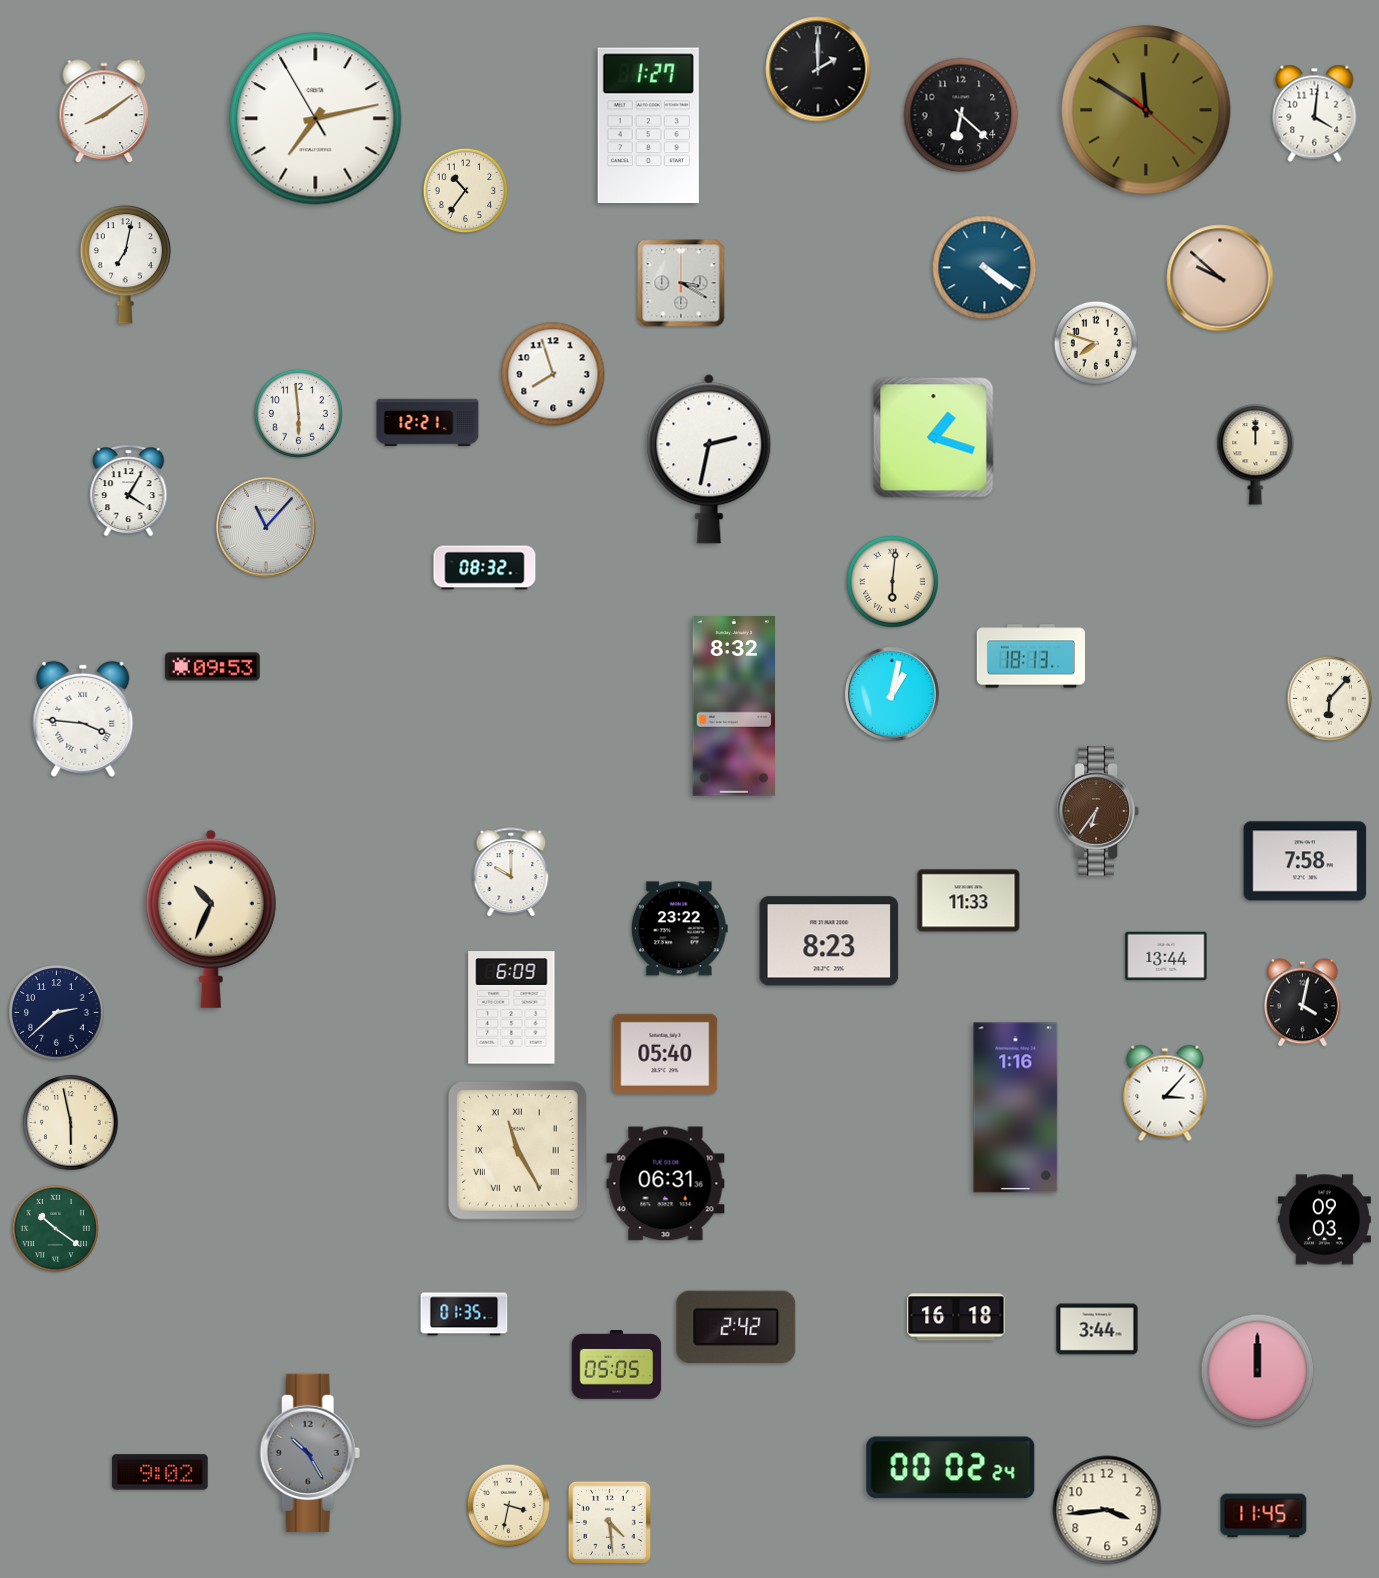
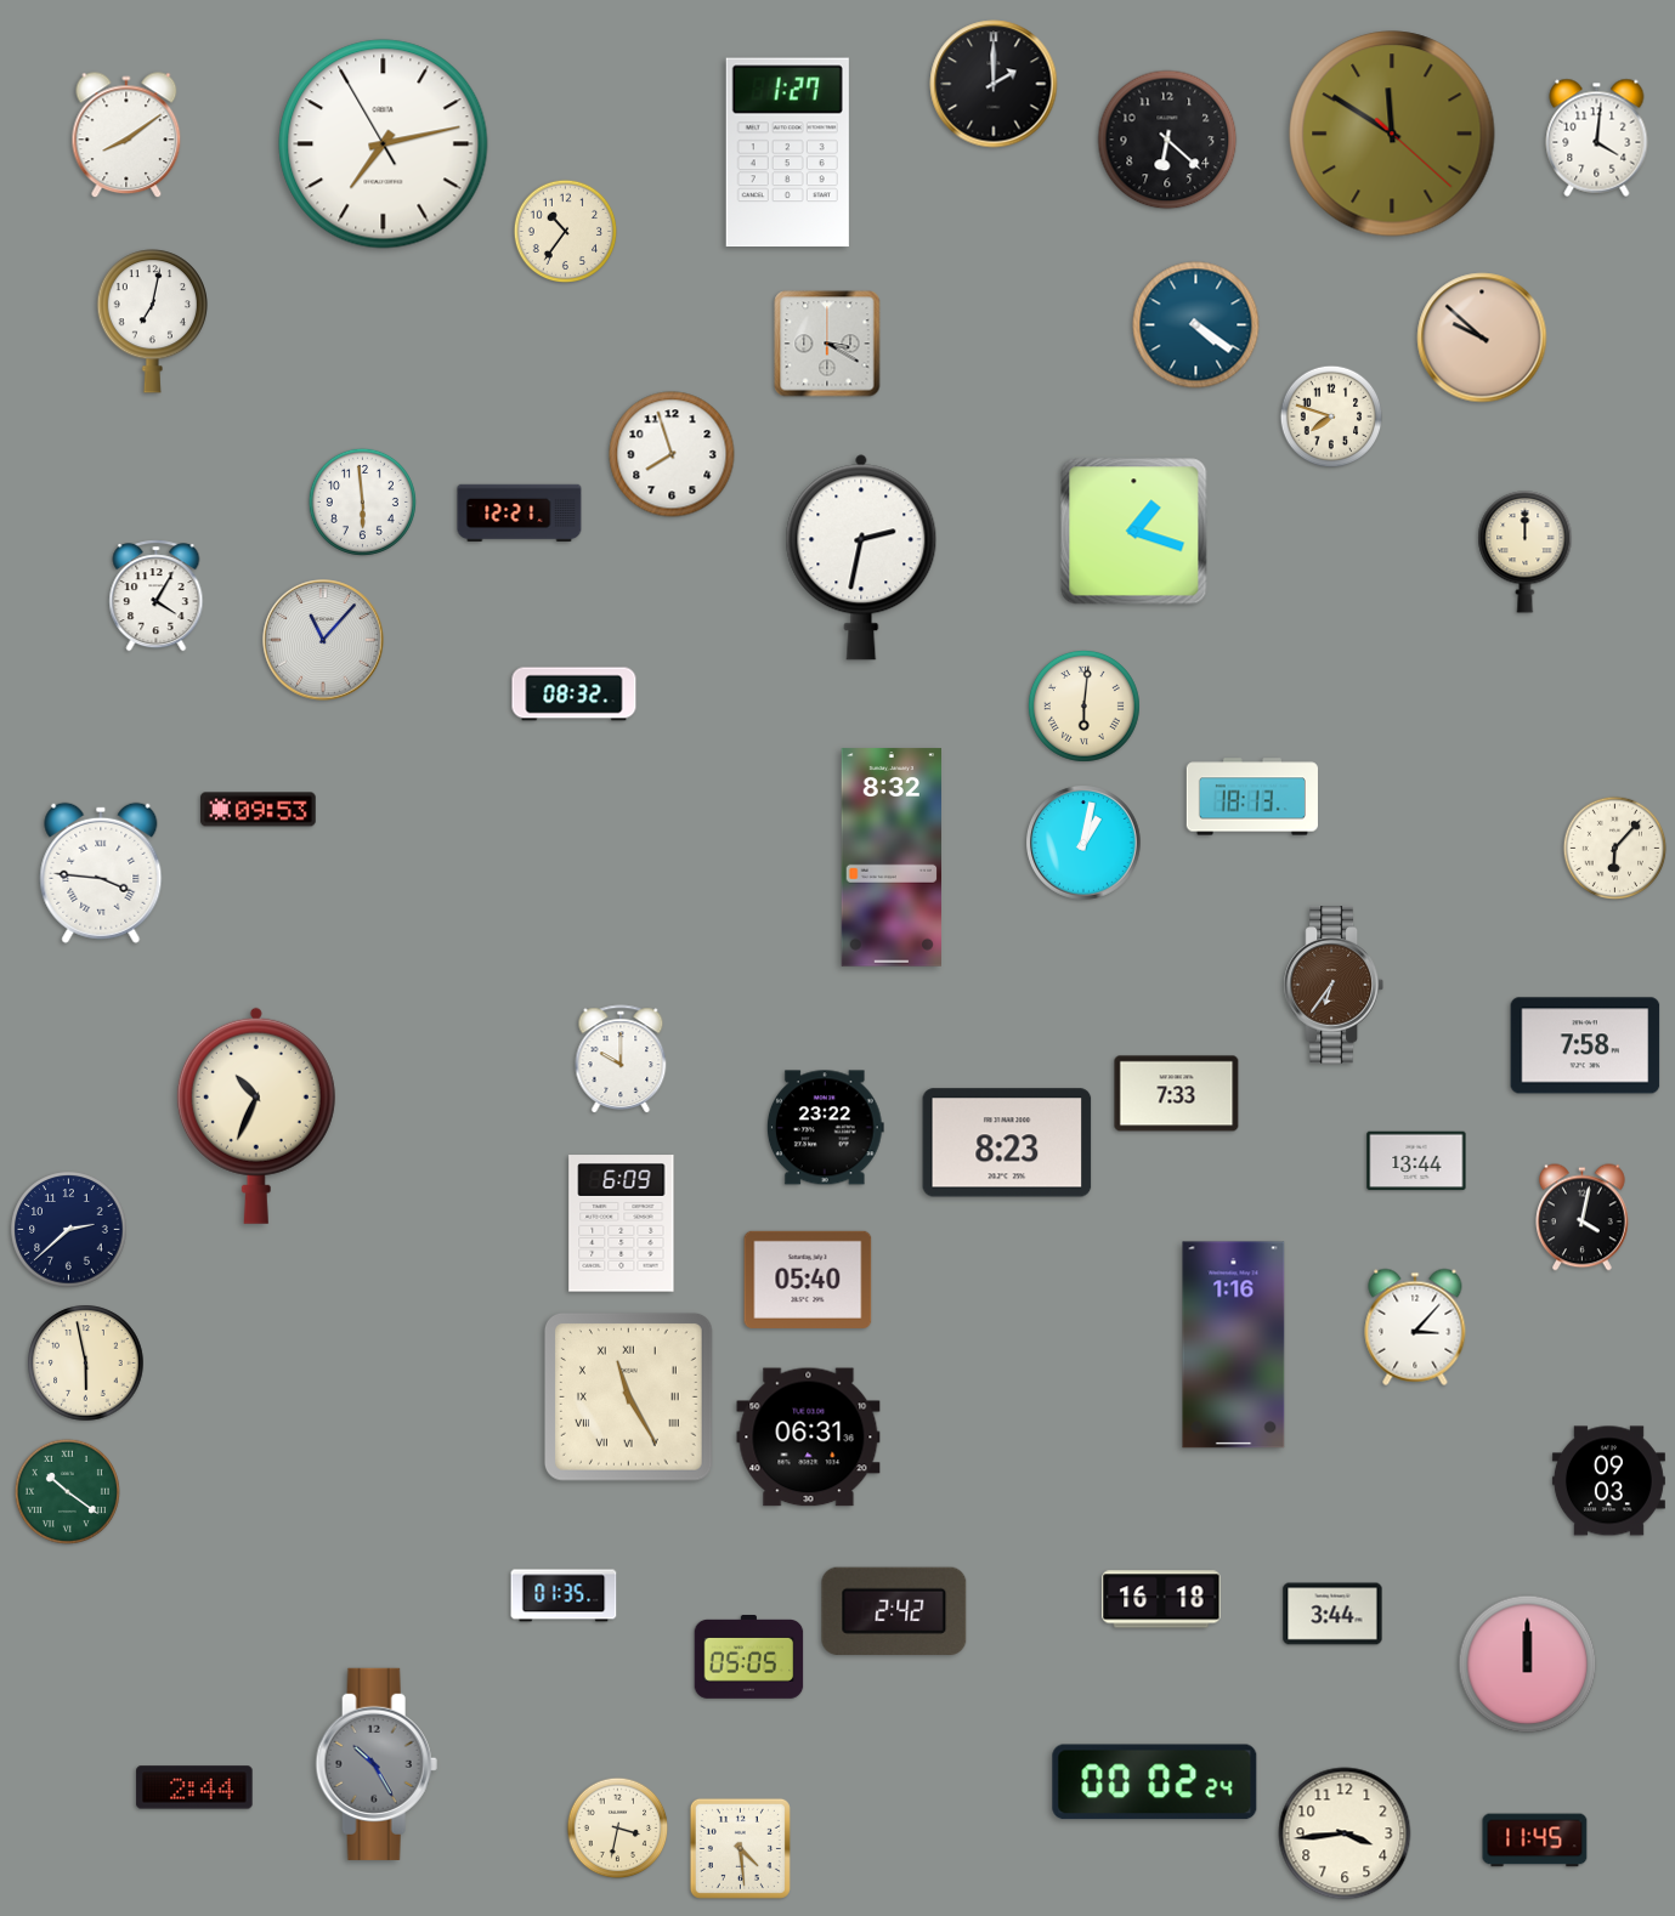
clock at (485, 568) position: (485, 568) -> (575, 695)
clock at (969, 901): 11:33 -> 7:33
clock at (160, 1472): 9:02 -> 2:44
